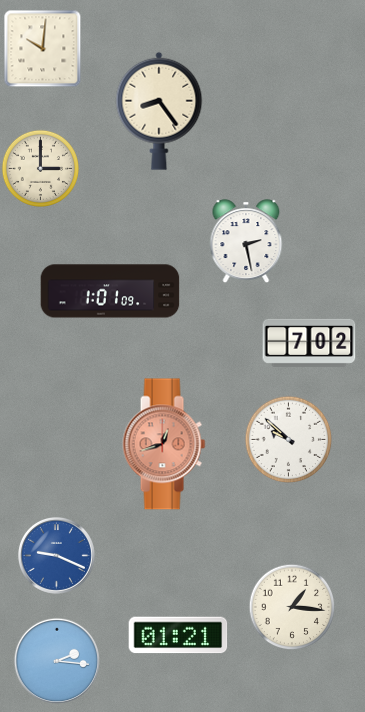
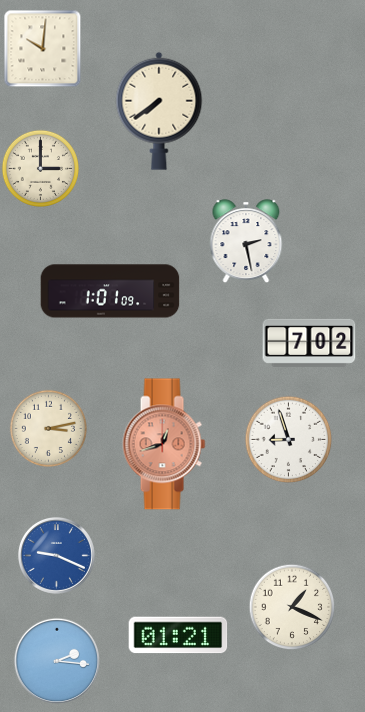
clock at (159, 111): 8:24 -> 7:39
clock at (48, 428): none -> 3:13
clock at (288, 439): 9:52 -> 8:57
clock at (292, 607): 1:16 -> 1:19
